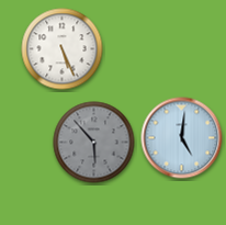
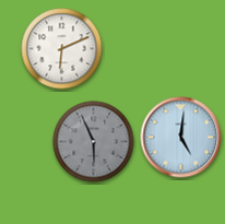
clock at (63, 49): 5:26 -> 6:11
clock at (94, 143): 5:53 -> 5:56
